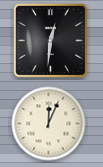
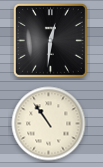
clock at (49, 124): 12:04 -> 10:54
